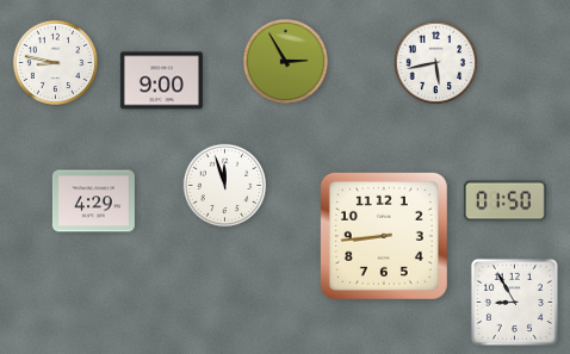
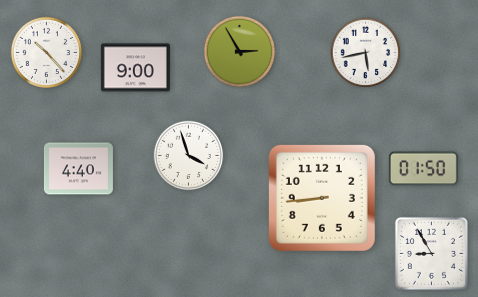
clock at (55, 62): 8:47 -> 10:23
clock at (225, 186): 11:57 -> 3:57
clock at (93, 201): 4:29 -> 4:40
